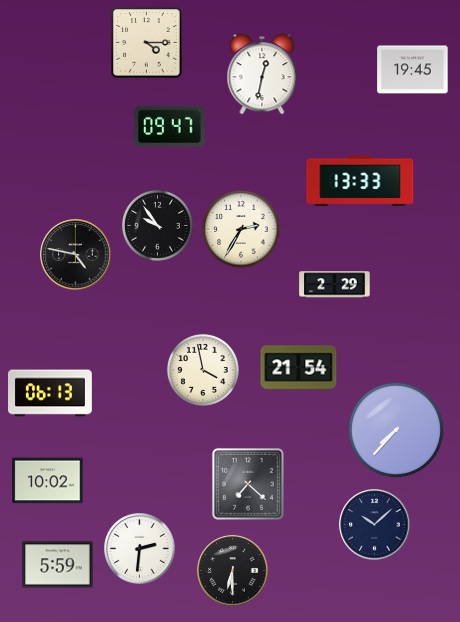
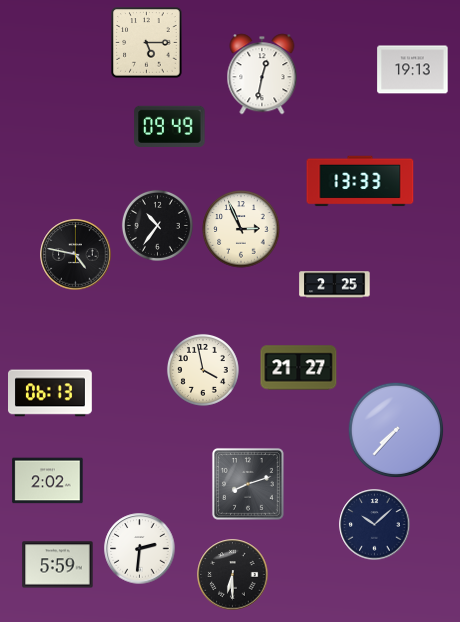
clock at (147, 43): 4:15 -> 5:15
clock at (413, 70): 19:45 -> 19:13
clock at (170, 126): 09:47 -> 09:49
clock at (157, 225): 9:54 -> 10:36
clock at (241, 229): 2:35 -> 2:56
clock at (335, 285): 2:29 -> 2:25
clock at (299, 368): 21:54 -> 21:27
clock at (48, 481): 10:02 -> 2:02
clock at (248, 484): 7:22 -> 8:12
clock at (233, 571) position: (233, 571) -> (233, 575)
